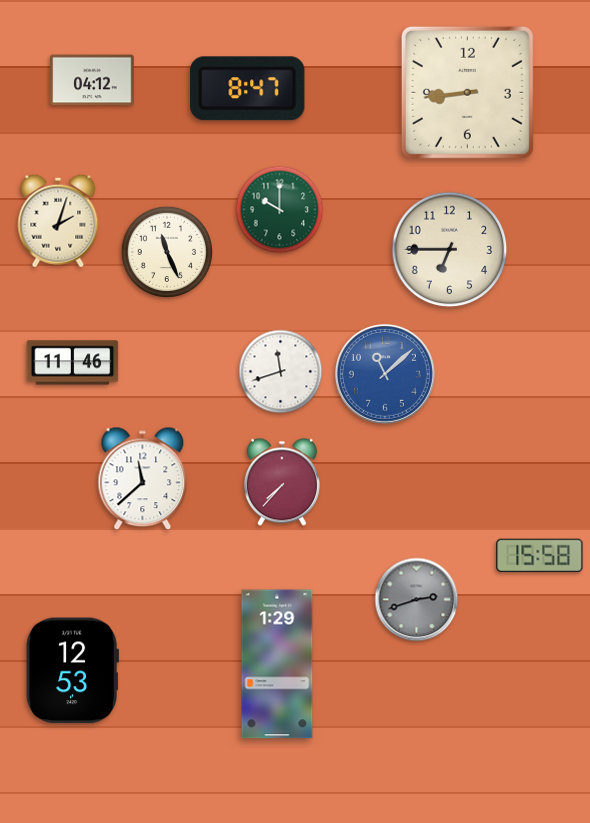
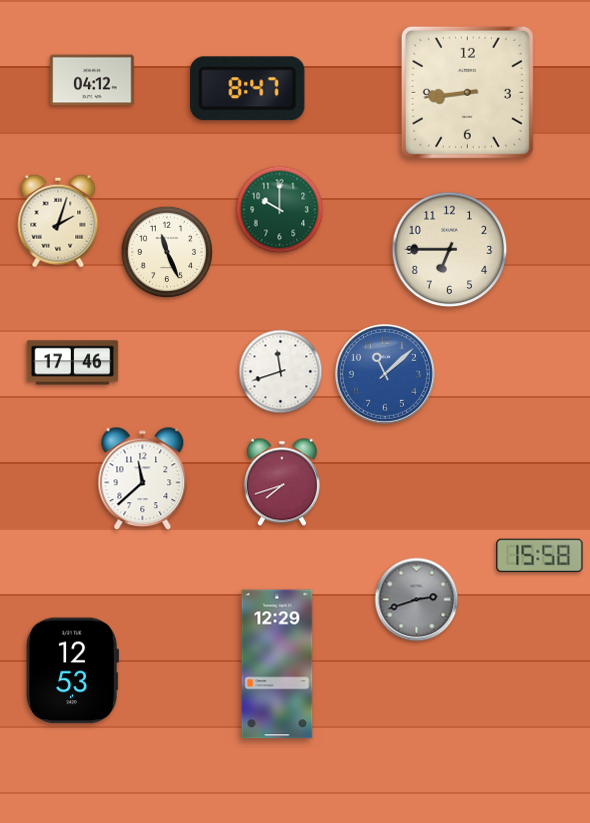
clock at (73, 363): 11:46 -> 17:46
clock at (282, 482): 7:37 -> 7:42
clock at (277, 664): 1:29 -> 12:29
